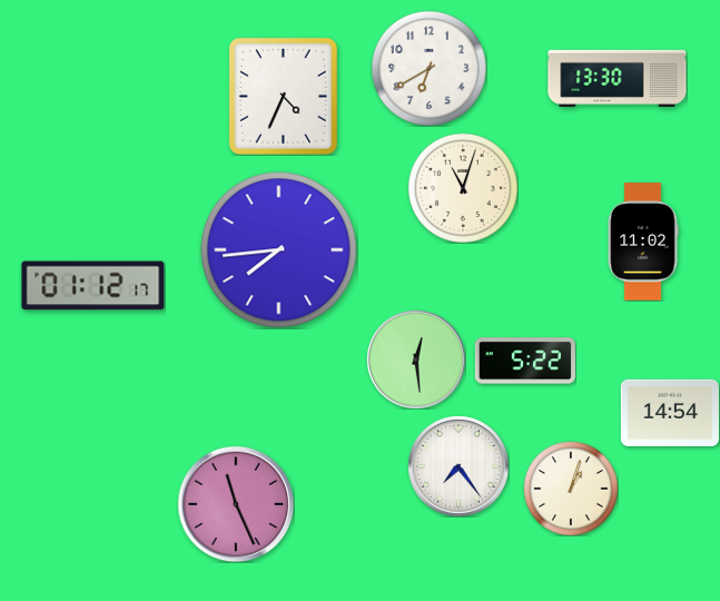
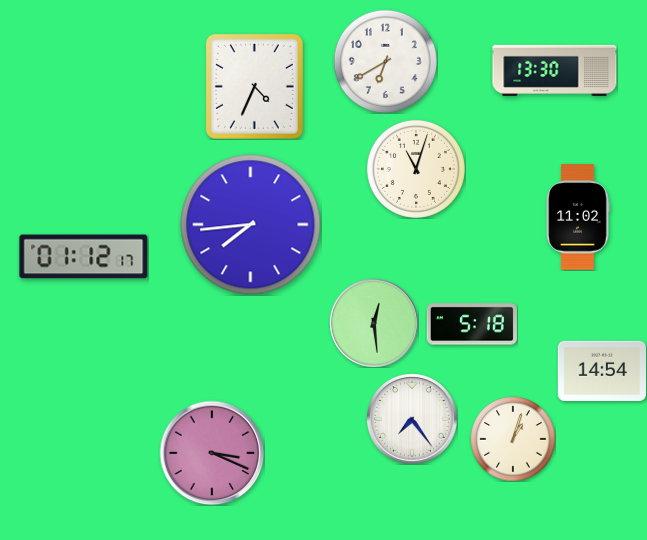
clock at (525, 361): 5:22 -> 5:18
clock at (236, 504): 11:26 -> 3:19
